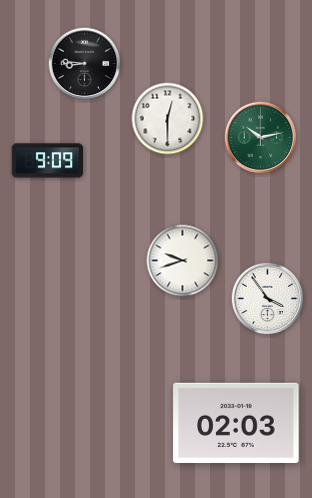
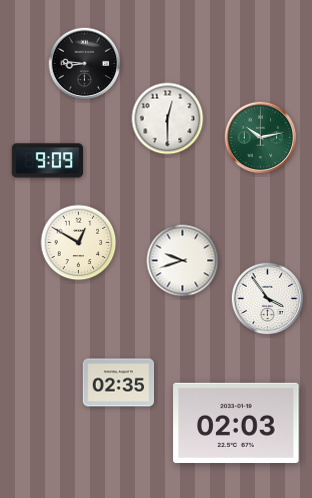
clock at (79, 243): none -> 12:50
clock at (119, 383): none -> 02:35
